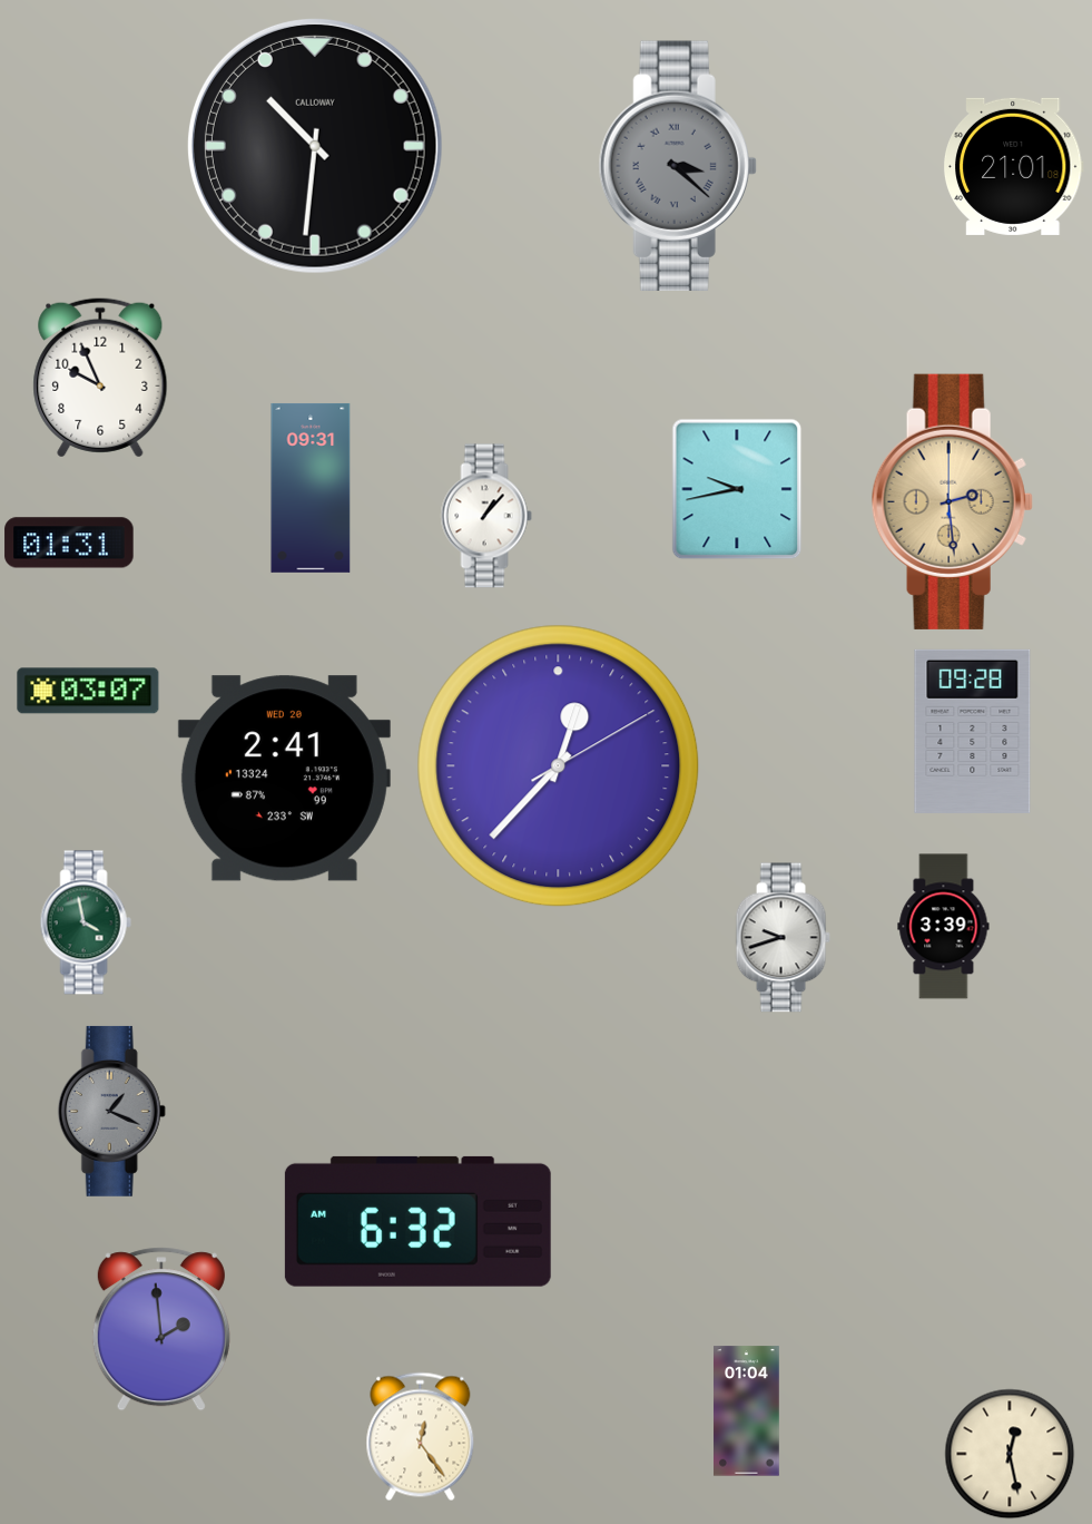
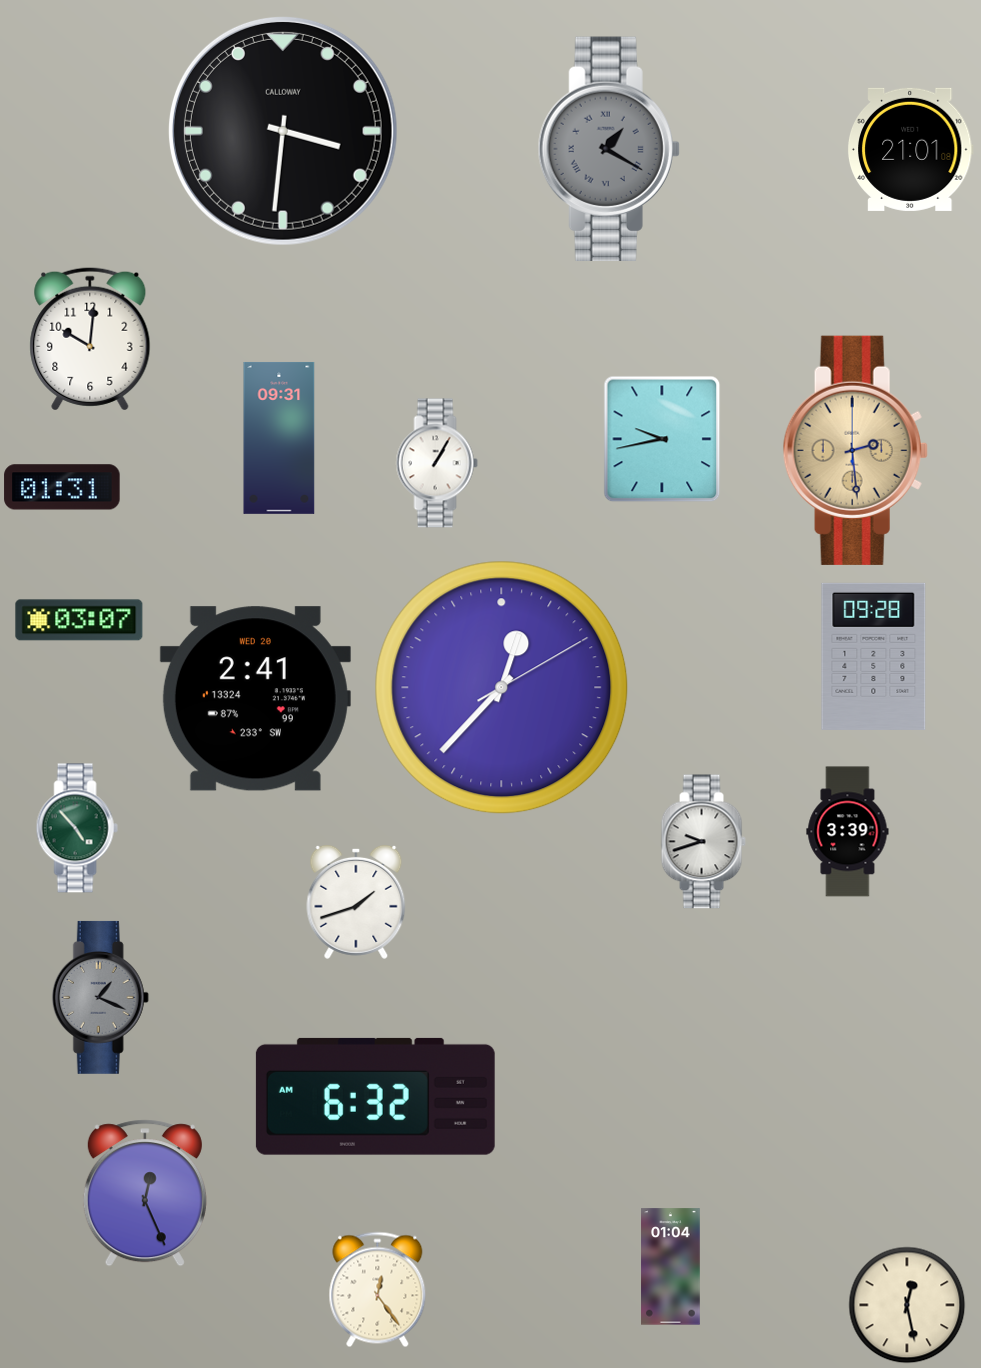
clock at (315, 146): 10:31 -> 3:31
clock at (678, 165): 3:22 -> 1:20
clock at (100, 378): 9:56 -> 10:01
clock at (486, 516): 1:07 -> 1:05
clock at (86, 922): 3:58 -> 4:53
clock at (356, 902): none -> 1:42
clock at (161, 1329): 1:59 -> 12:26
